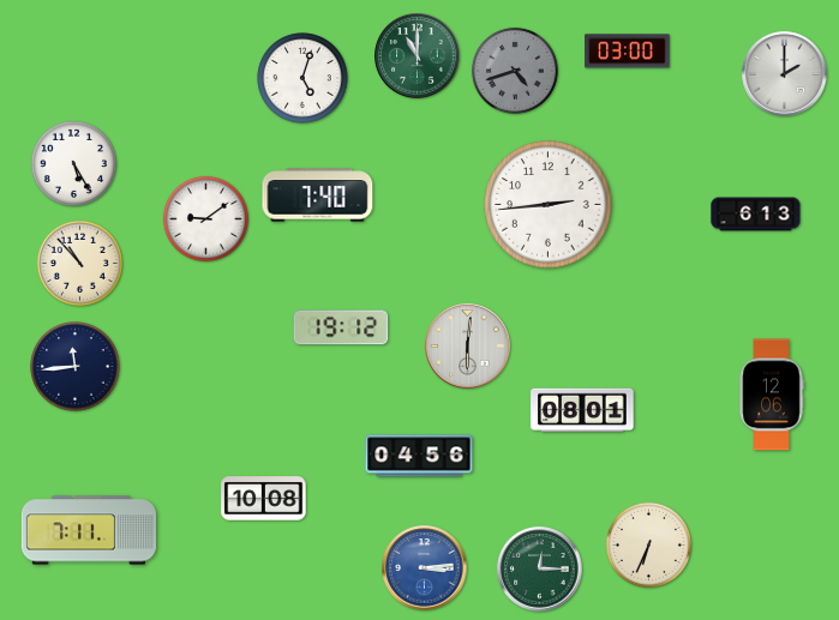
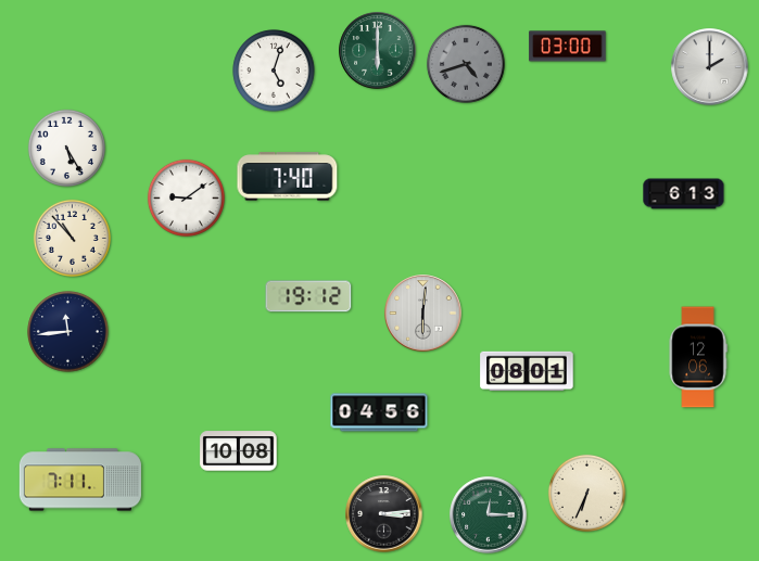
clock at (418, 56): 11:00 -> 6:00
clock at (549, 205): 2:44 -> none
clock at (425, 568) dial: blue -> black
